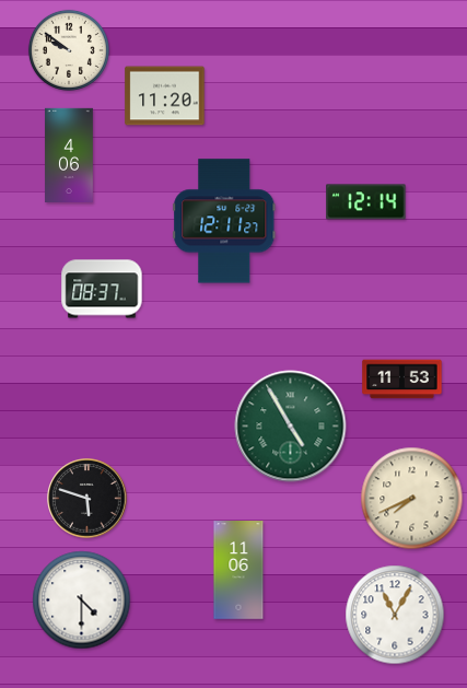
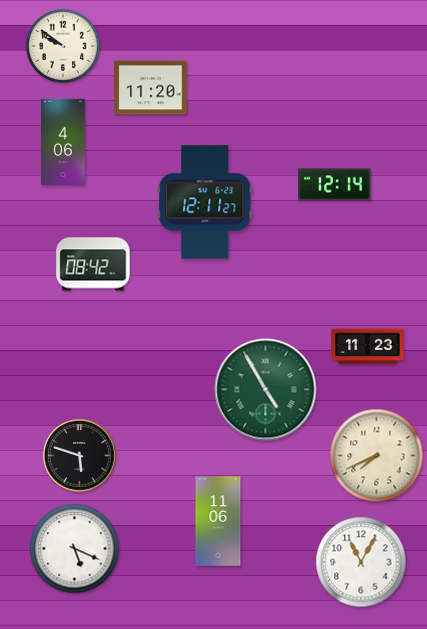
clock at (102, 289): 08:37 -> 08:42
clock at (402, 380): 11:53 -> 11:23
clock at (82, 600): 4:30 -> 5:19
